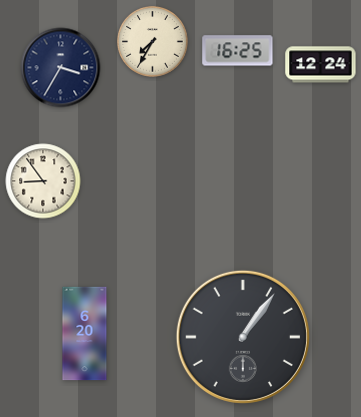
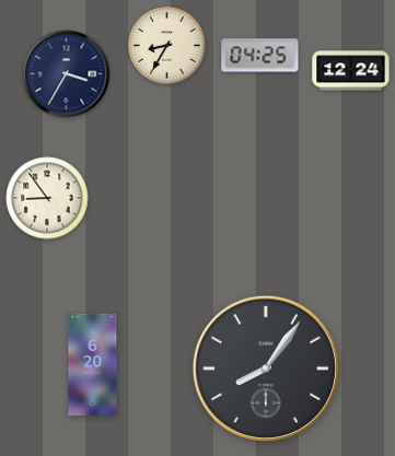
clock at (153, 42): 7:35 -> 8:35
clock at (238, 51): 16:25 -> 04:25
clock at (243, 337): 1:06 -> 8:06
